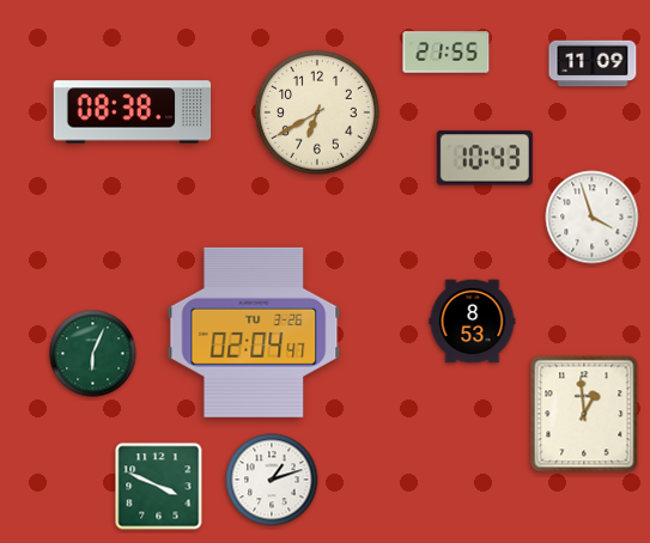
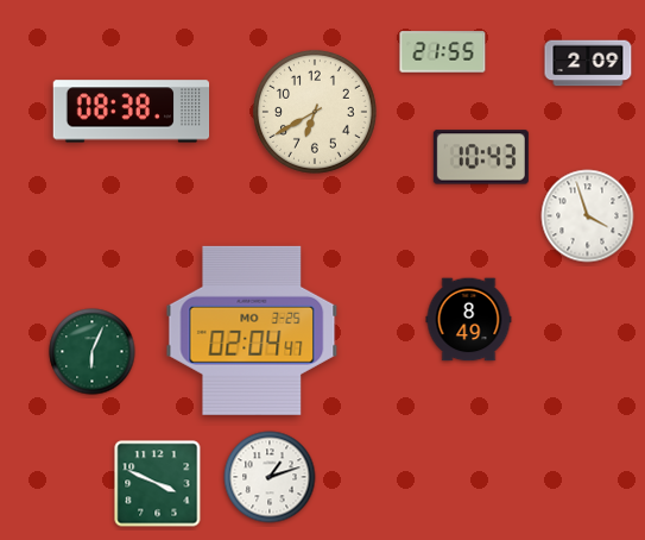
clock at (593, 63): 11:09 -> 2:09
clock at (473, 322): 8:53 -> 8:49
clock at (254, 332) date: TU 3-26 -> MO 3-25
clock at (584, 414): 12:59 -> none
